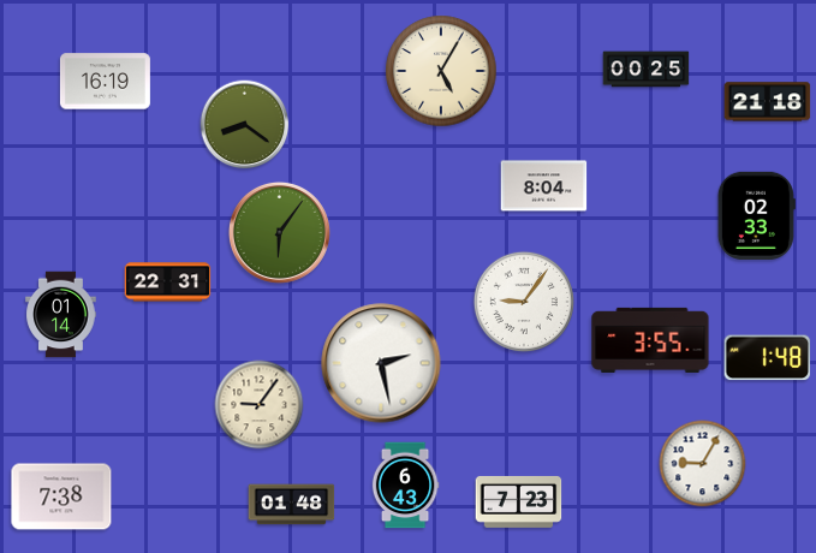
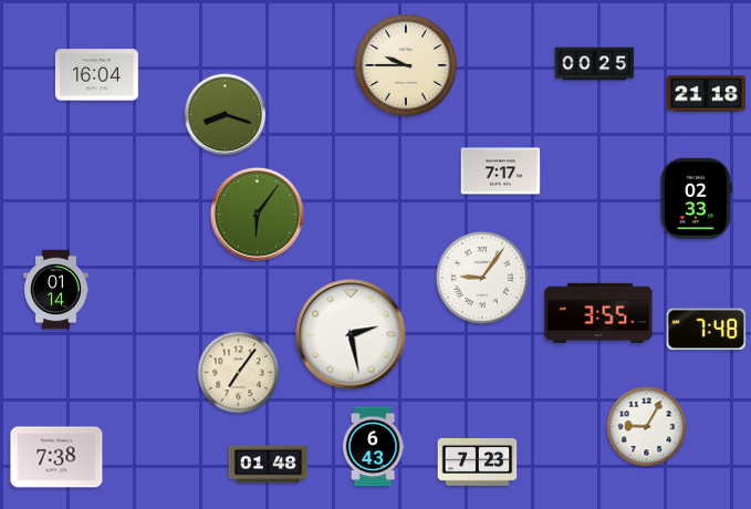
clock at (441, 71): 5:05 -> 9:45
clock at (105, 82): 16:19 -> 16:04
clock at (245, 125): 8:21 -> 8:18
clock at (544, 186): 8:04 -> 7:17
clock at (168, 283): 22:31 -> none
clock at (768, 358): 1:48 -> 7:48
clock at (260, 405): 9:06 -> 7:06
